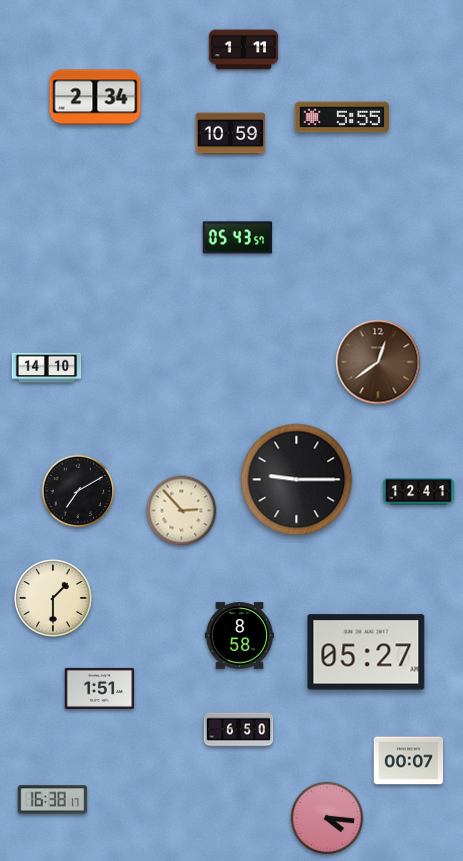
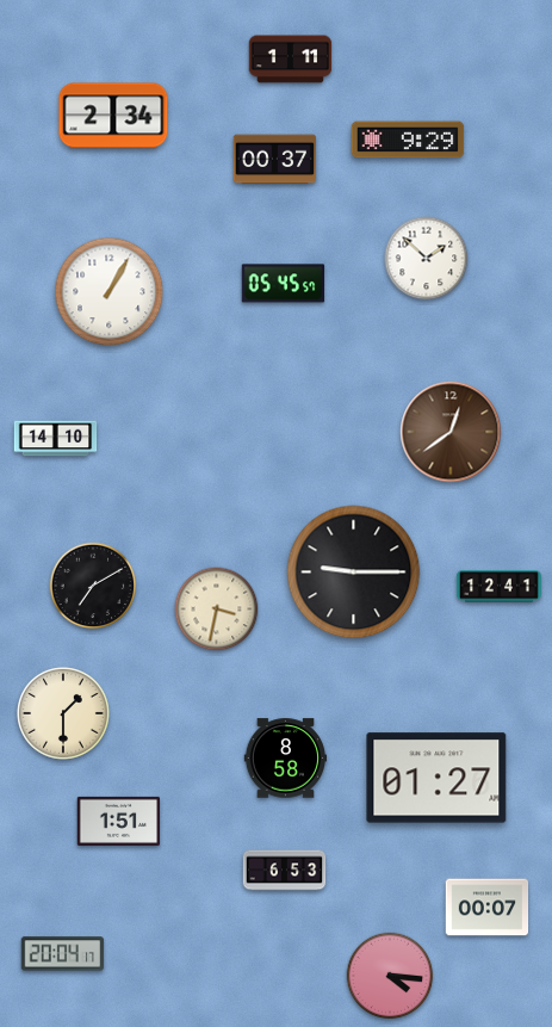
clock at (342, 117): 5:55 -> 9:29
clock at (231, 134): 10:59 -> 00:37
clock at (427, 259): none -> 1:52
clock at (238, 238): 05:43 -> 05:45
clock at (110, 292): none -> 1:05
clock at (182, 511): 2:53 -> 3:32
clock at (366, 652): 05:27 -> 01:27
clock at (239, 730): 6:50 -> 6:53
clock at (53, 800): 16:38 -> 20:04
